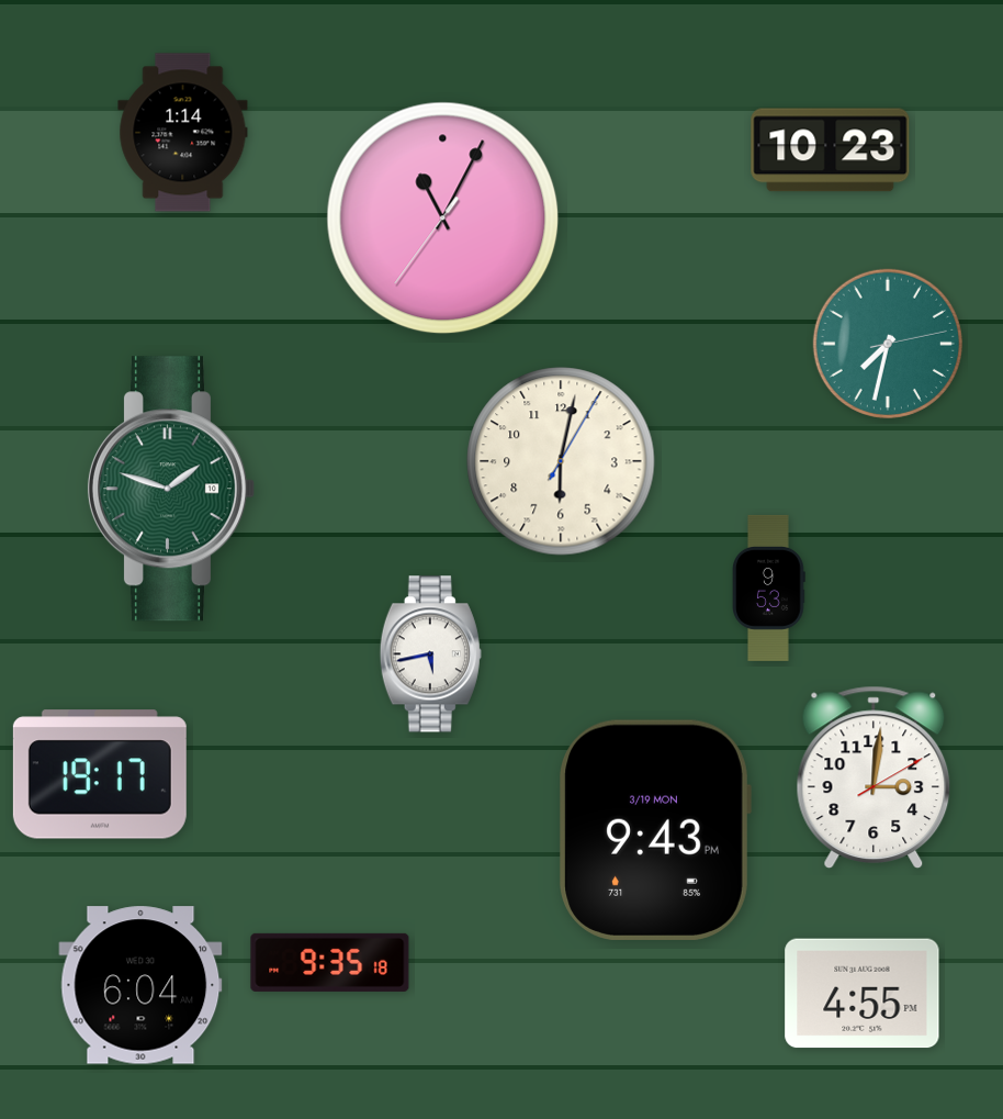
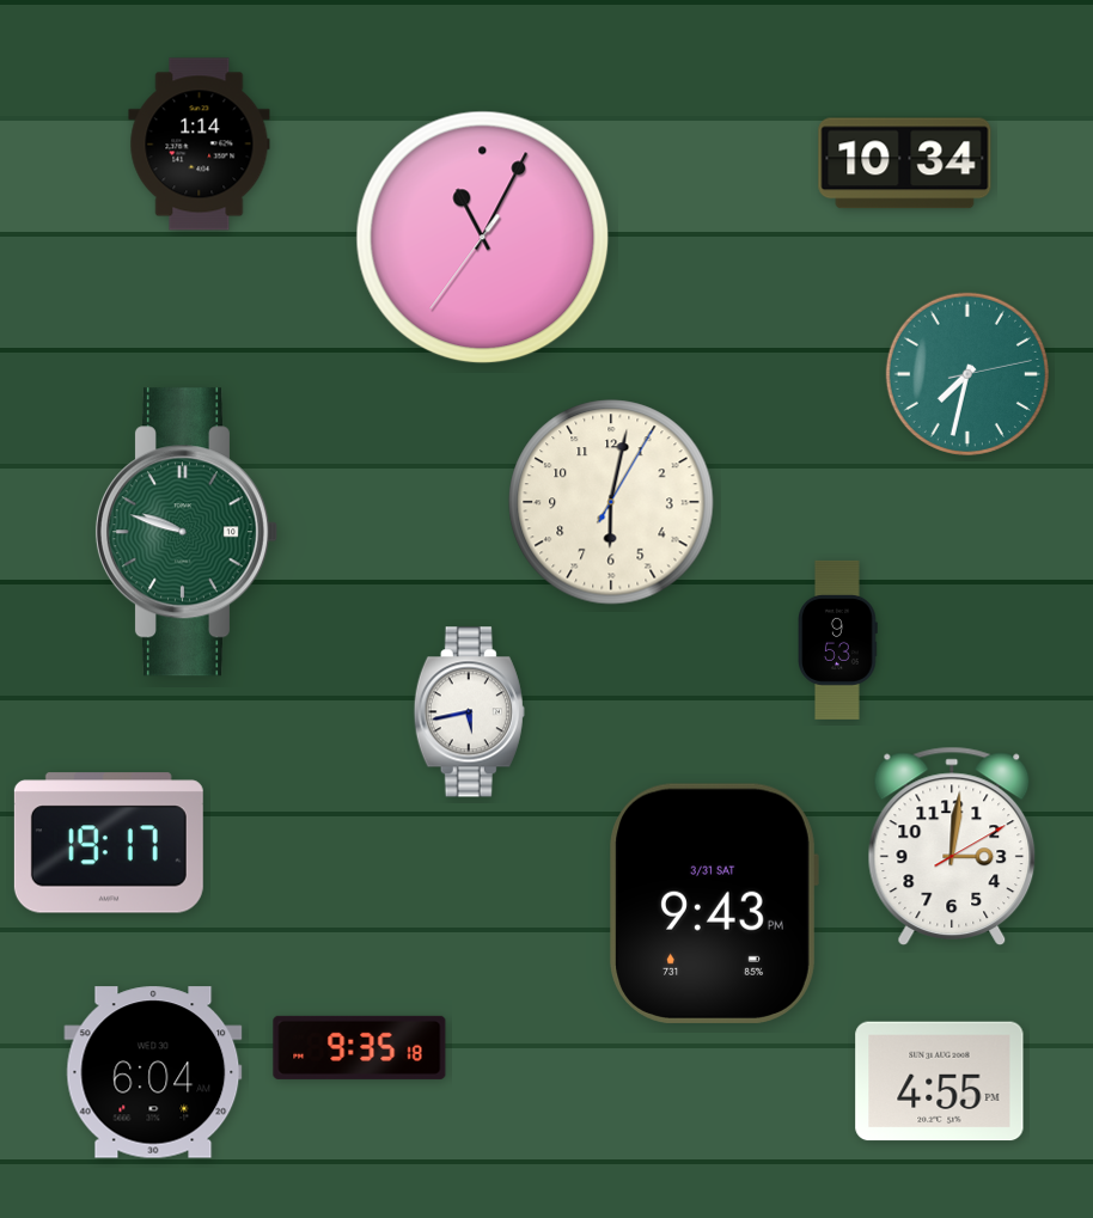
clock at (831, 150): 10:23 -> 10:34
clock at (170, 489): 1:48 -> 9:48
clock at (655, 830) date: 3/19 MON -> 3/31 SAT
